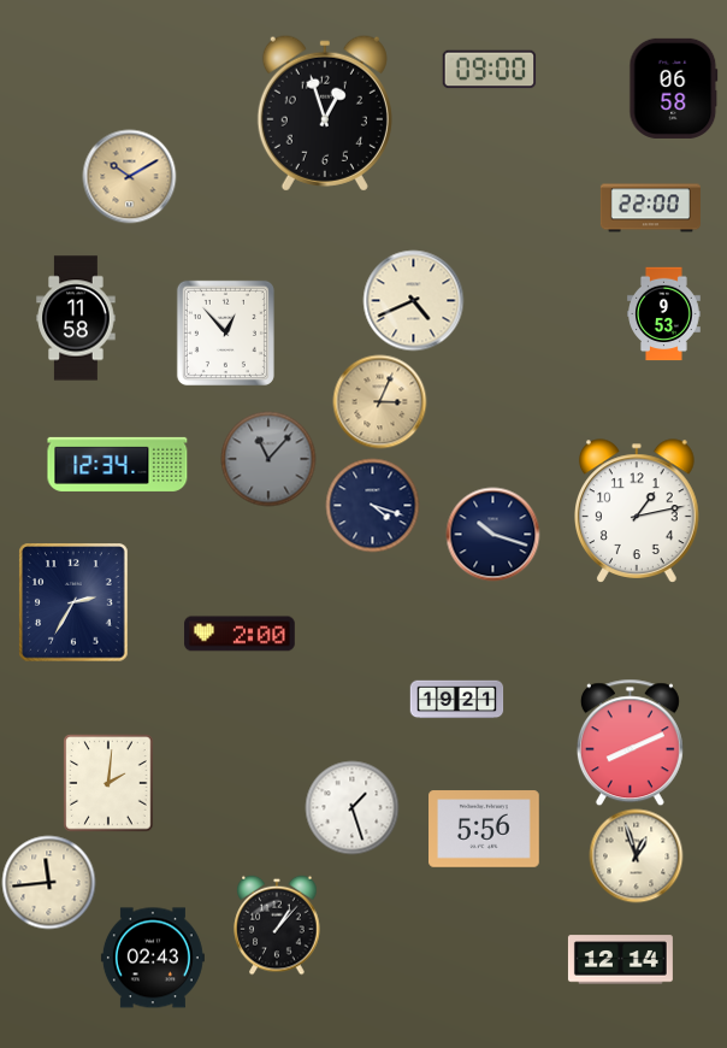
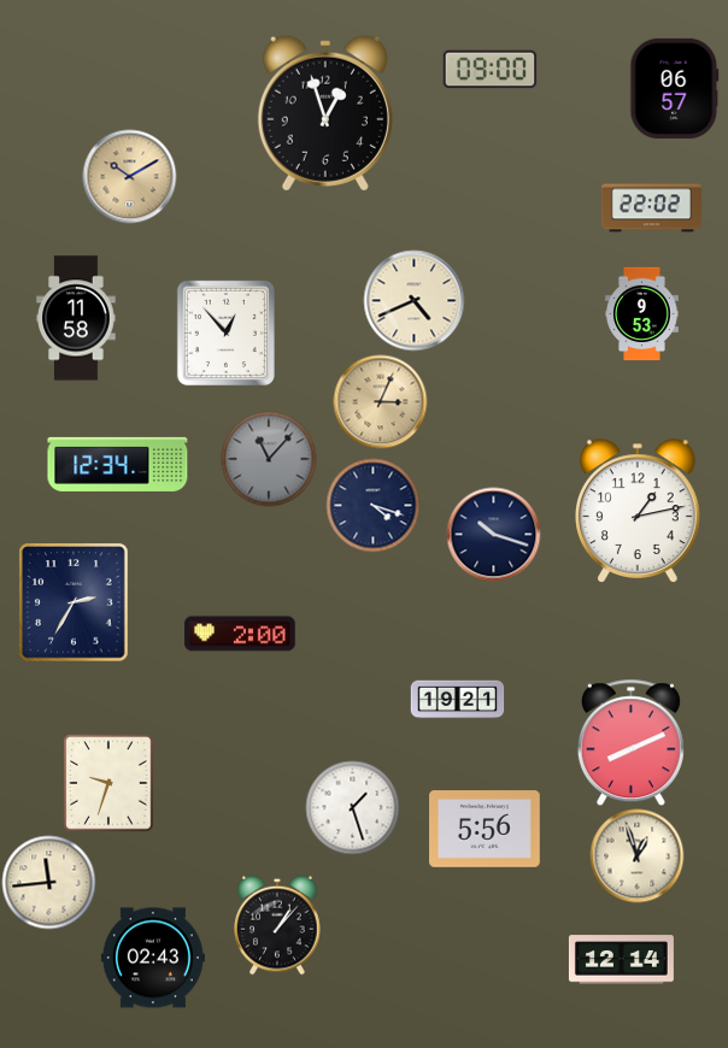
clock at (674, 88): 06:58 -> 06:57
clock at (650, 208): 22:00 -> 22:02
clock at (664, 313) position: (664, 313) -> (642, 313)
clock at (108, 783): 2:01 -> 9:33
